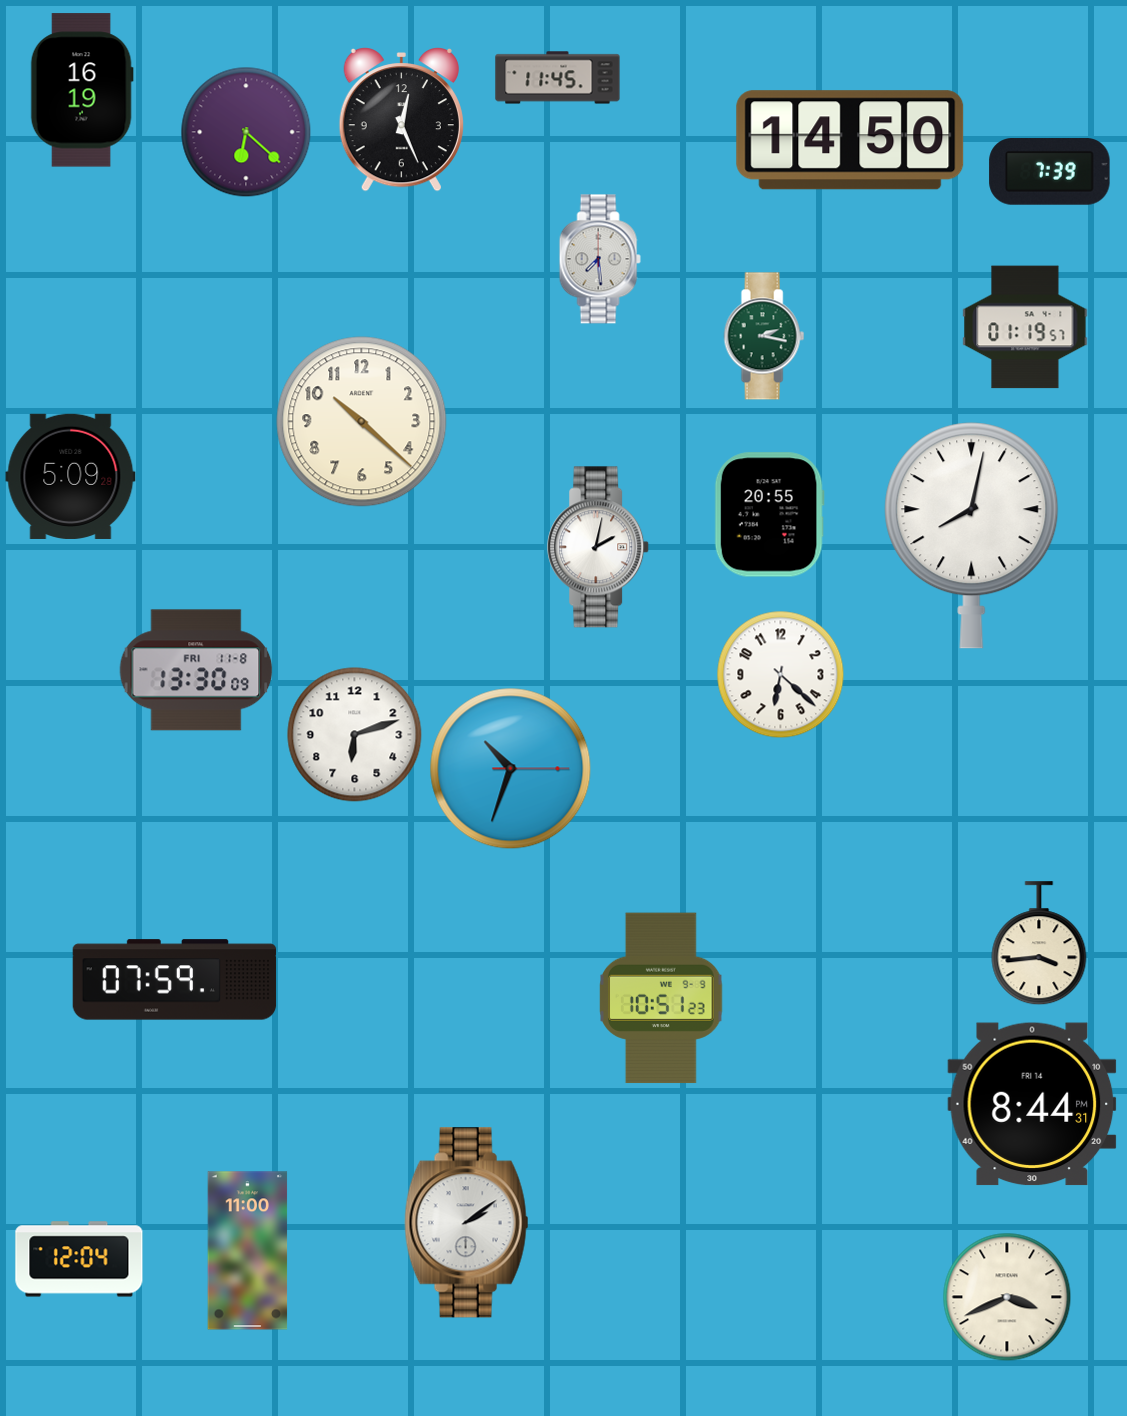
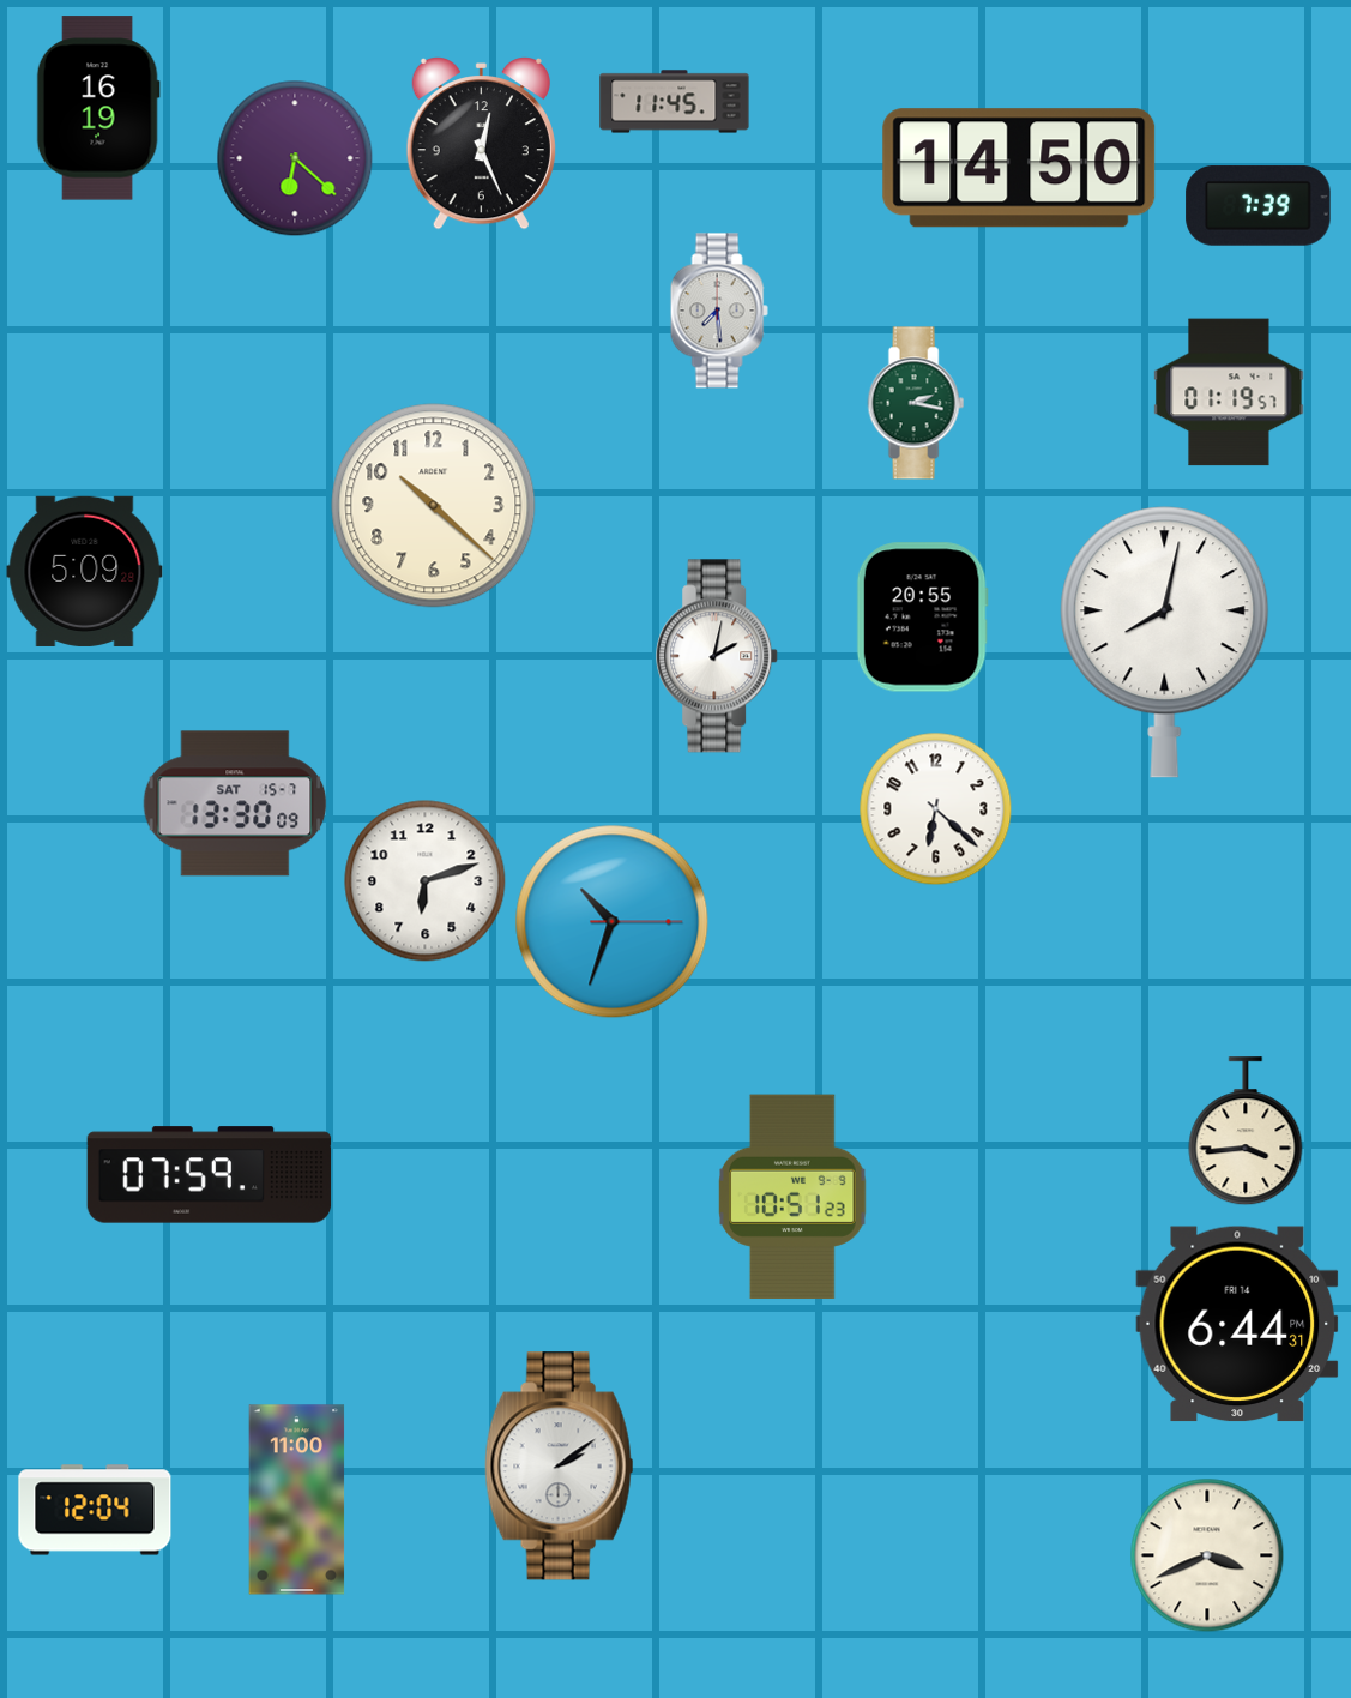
clock at (558, 78) position: (558, 78) -> (675, 102)
clock at (196, 670) date: FRI 11-8 -> SAT 15-7
clock at (1032, 1104): 8:44 -> 6:44
